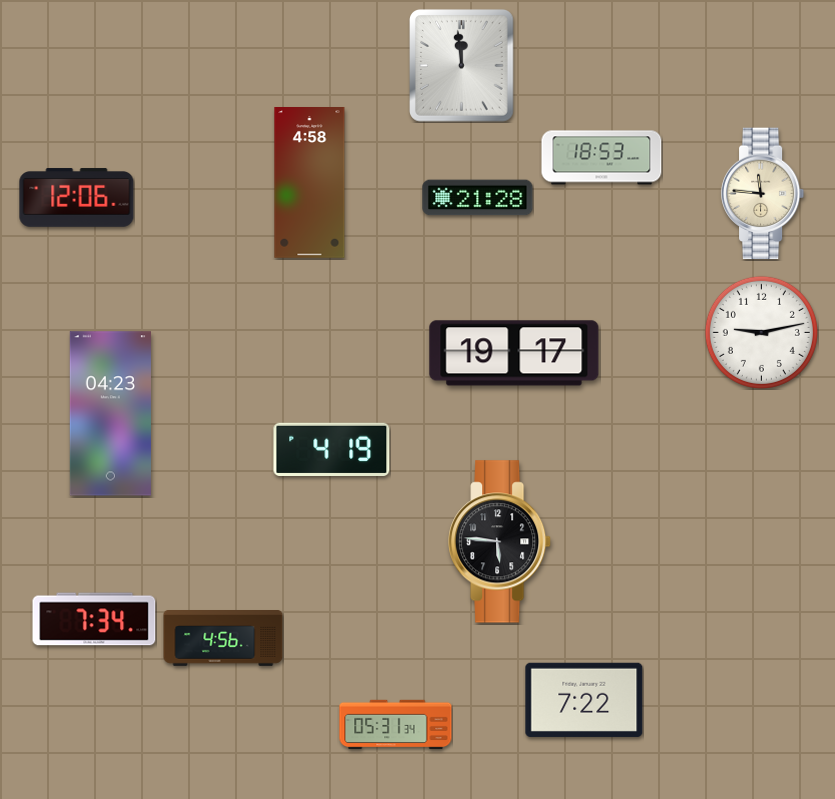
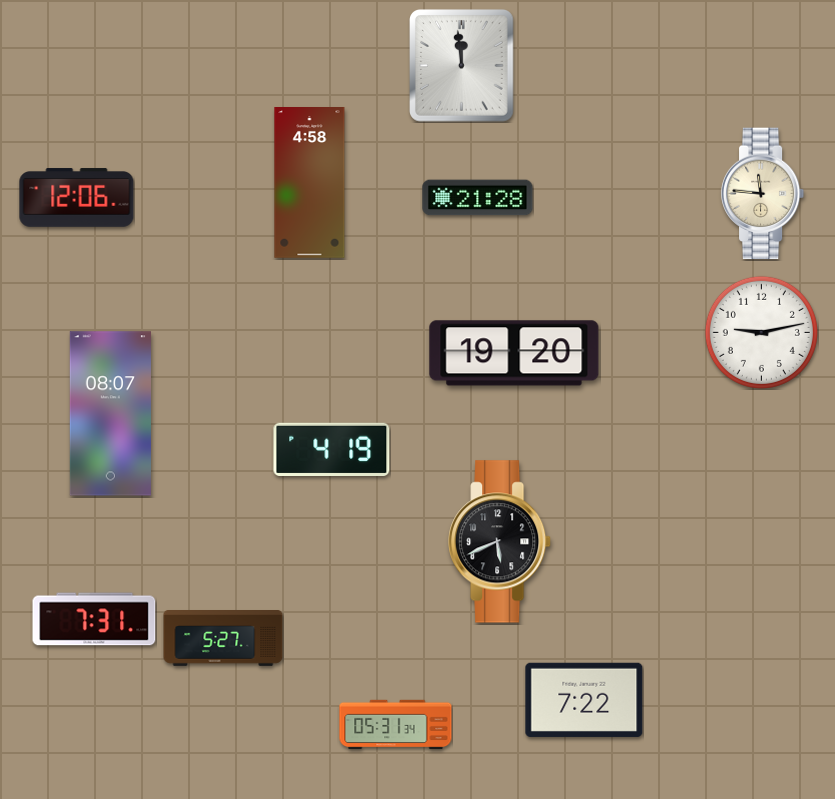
clock at (602, 158): 18:53 -> none
clock at (514, 353): 19:17 -> 19:20
clock at (110, 414): 04:23 -> 08:07
clock at (500, 542): 5:46 -> 5:41
clock at (94, 619): 7:34 -> 7:31
clock at (223, 638): 4:56 -> 5:27
